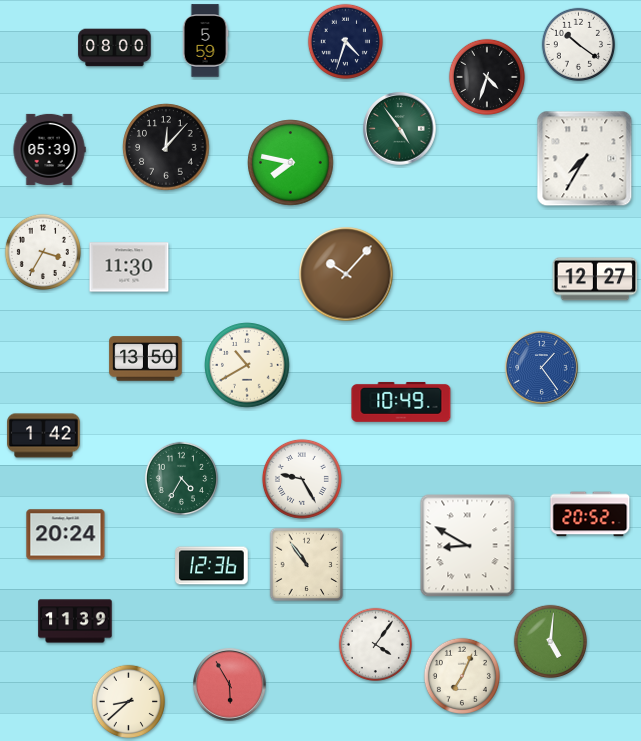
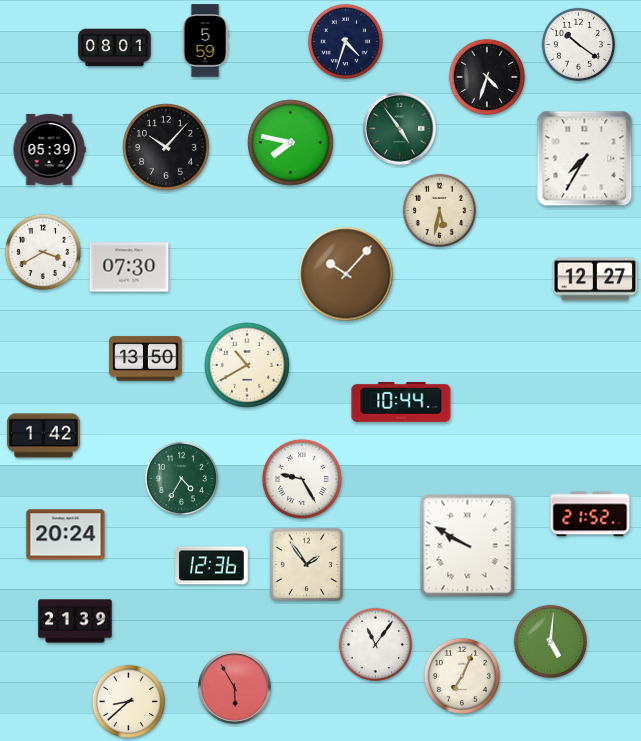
clock at (115, 48): 08:00 -> 08:01
clock at (166, 147): 12:07 -> 10:07
clock at (291, 163) position: (291, 163) -> (291, 143)
clock at (439, 210): none -> 5:32
clock at (43, 252): 3:35 -> 3:40
clock at (129, 267): 11:30 -> 07:30
clock at (542, 368): 1:24 -> none
clock at (401, 402): 10:49 -> 10:44
clock at (590, 514): 20:52 -> 21:52
clock at (468, 546): 8:50 -> 9:50
clock at (307, 565): 10:54 -> 1:54
clock at (75, 621): 11:39 -> 21:39
clock at (375, 644): 4:06 -> 11:06
clock at (230, 685) position: (230, 685) -> (235, 688)
